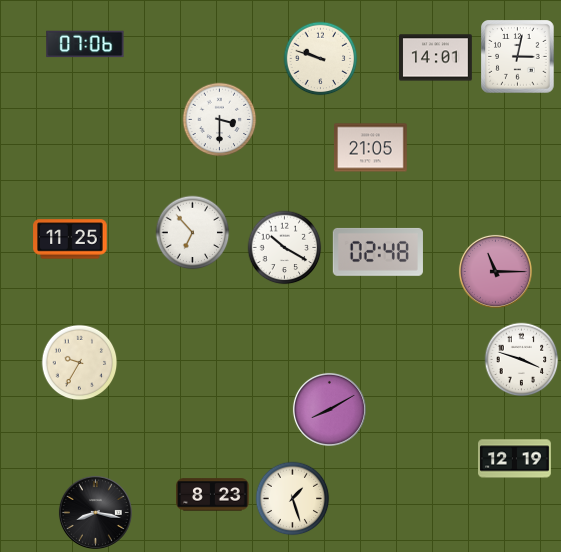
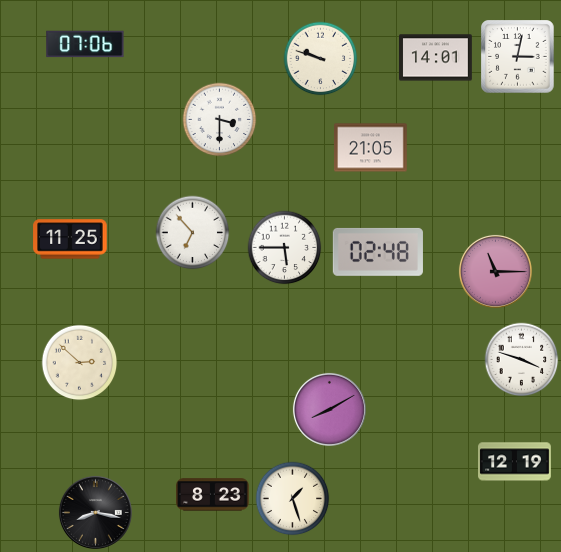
clock at (285, 248): 10:20 -> 5:45
clock at (80, 363): 9:35 -> 2:52
clock at (515, 459) position: (515, 459) -> (515, 462)
